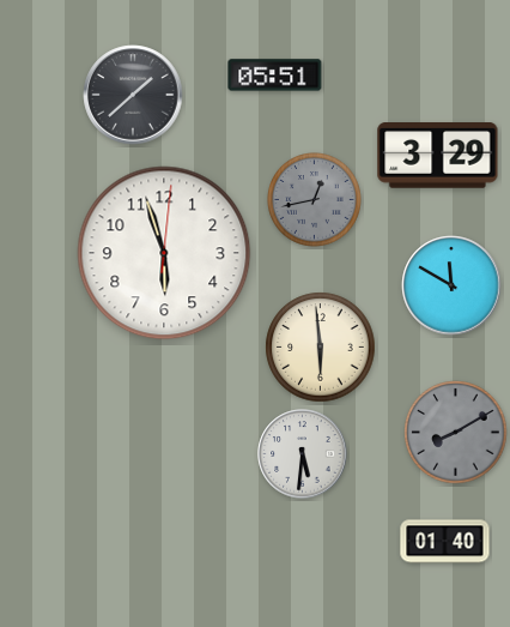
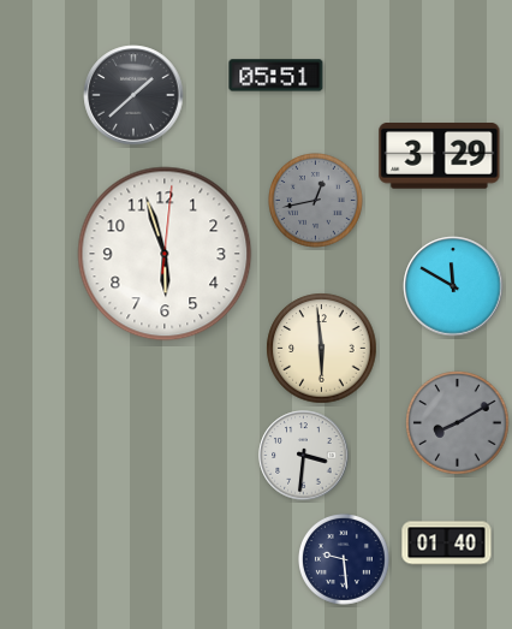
clock at (456, 433) position: (456, 433) -> (458, 423)
clock at (303, 454): 5:31 -> 3:31
clock at (345, 560): none -> 9:29
